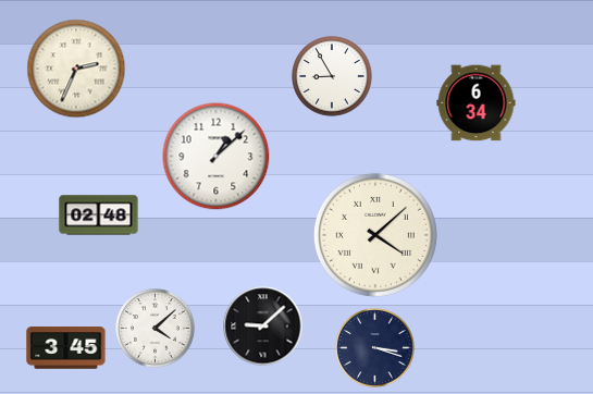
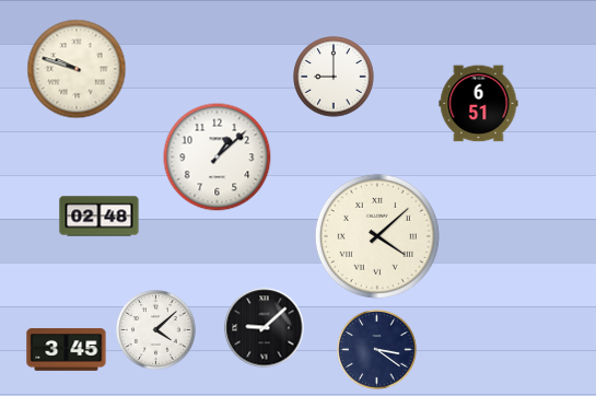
clock at (76, 69): 2:34 -> 9:48
clock at (332, 76): 8:55 -> 9:00
clock at (477, 103): 6:34 -> 6:51
clock at (375, 348): 3:18 -> 3:21
